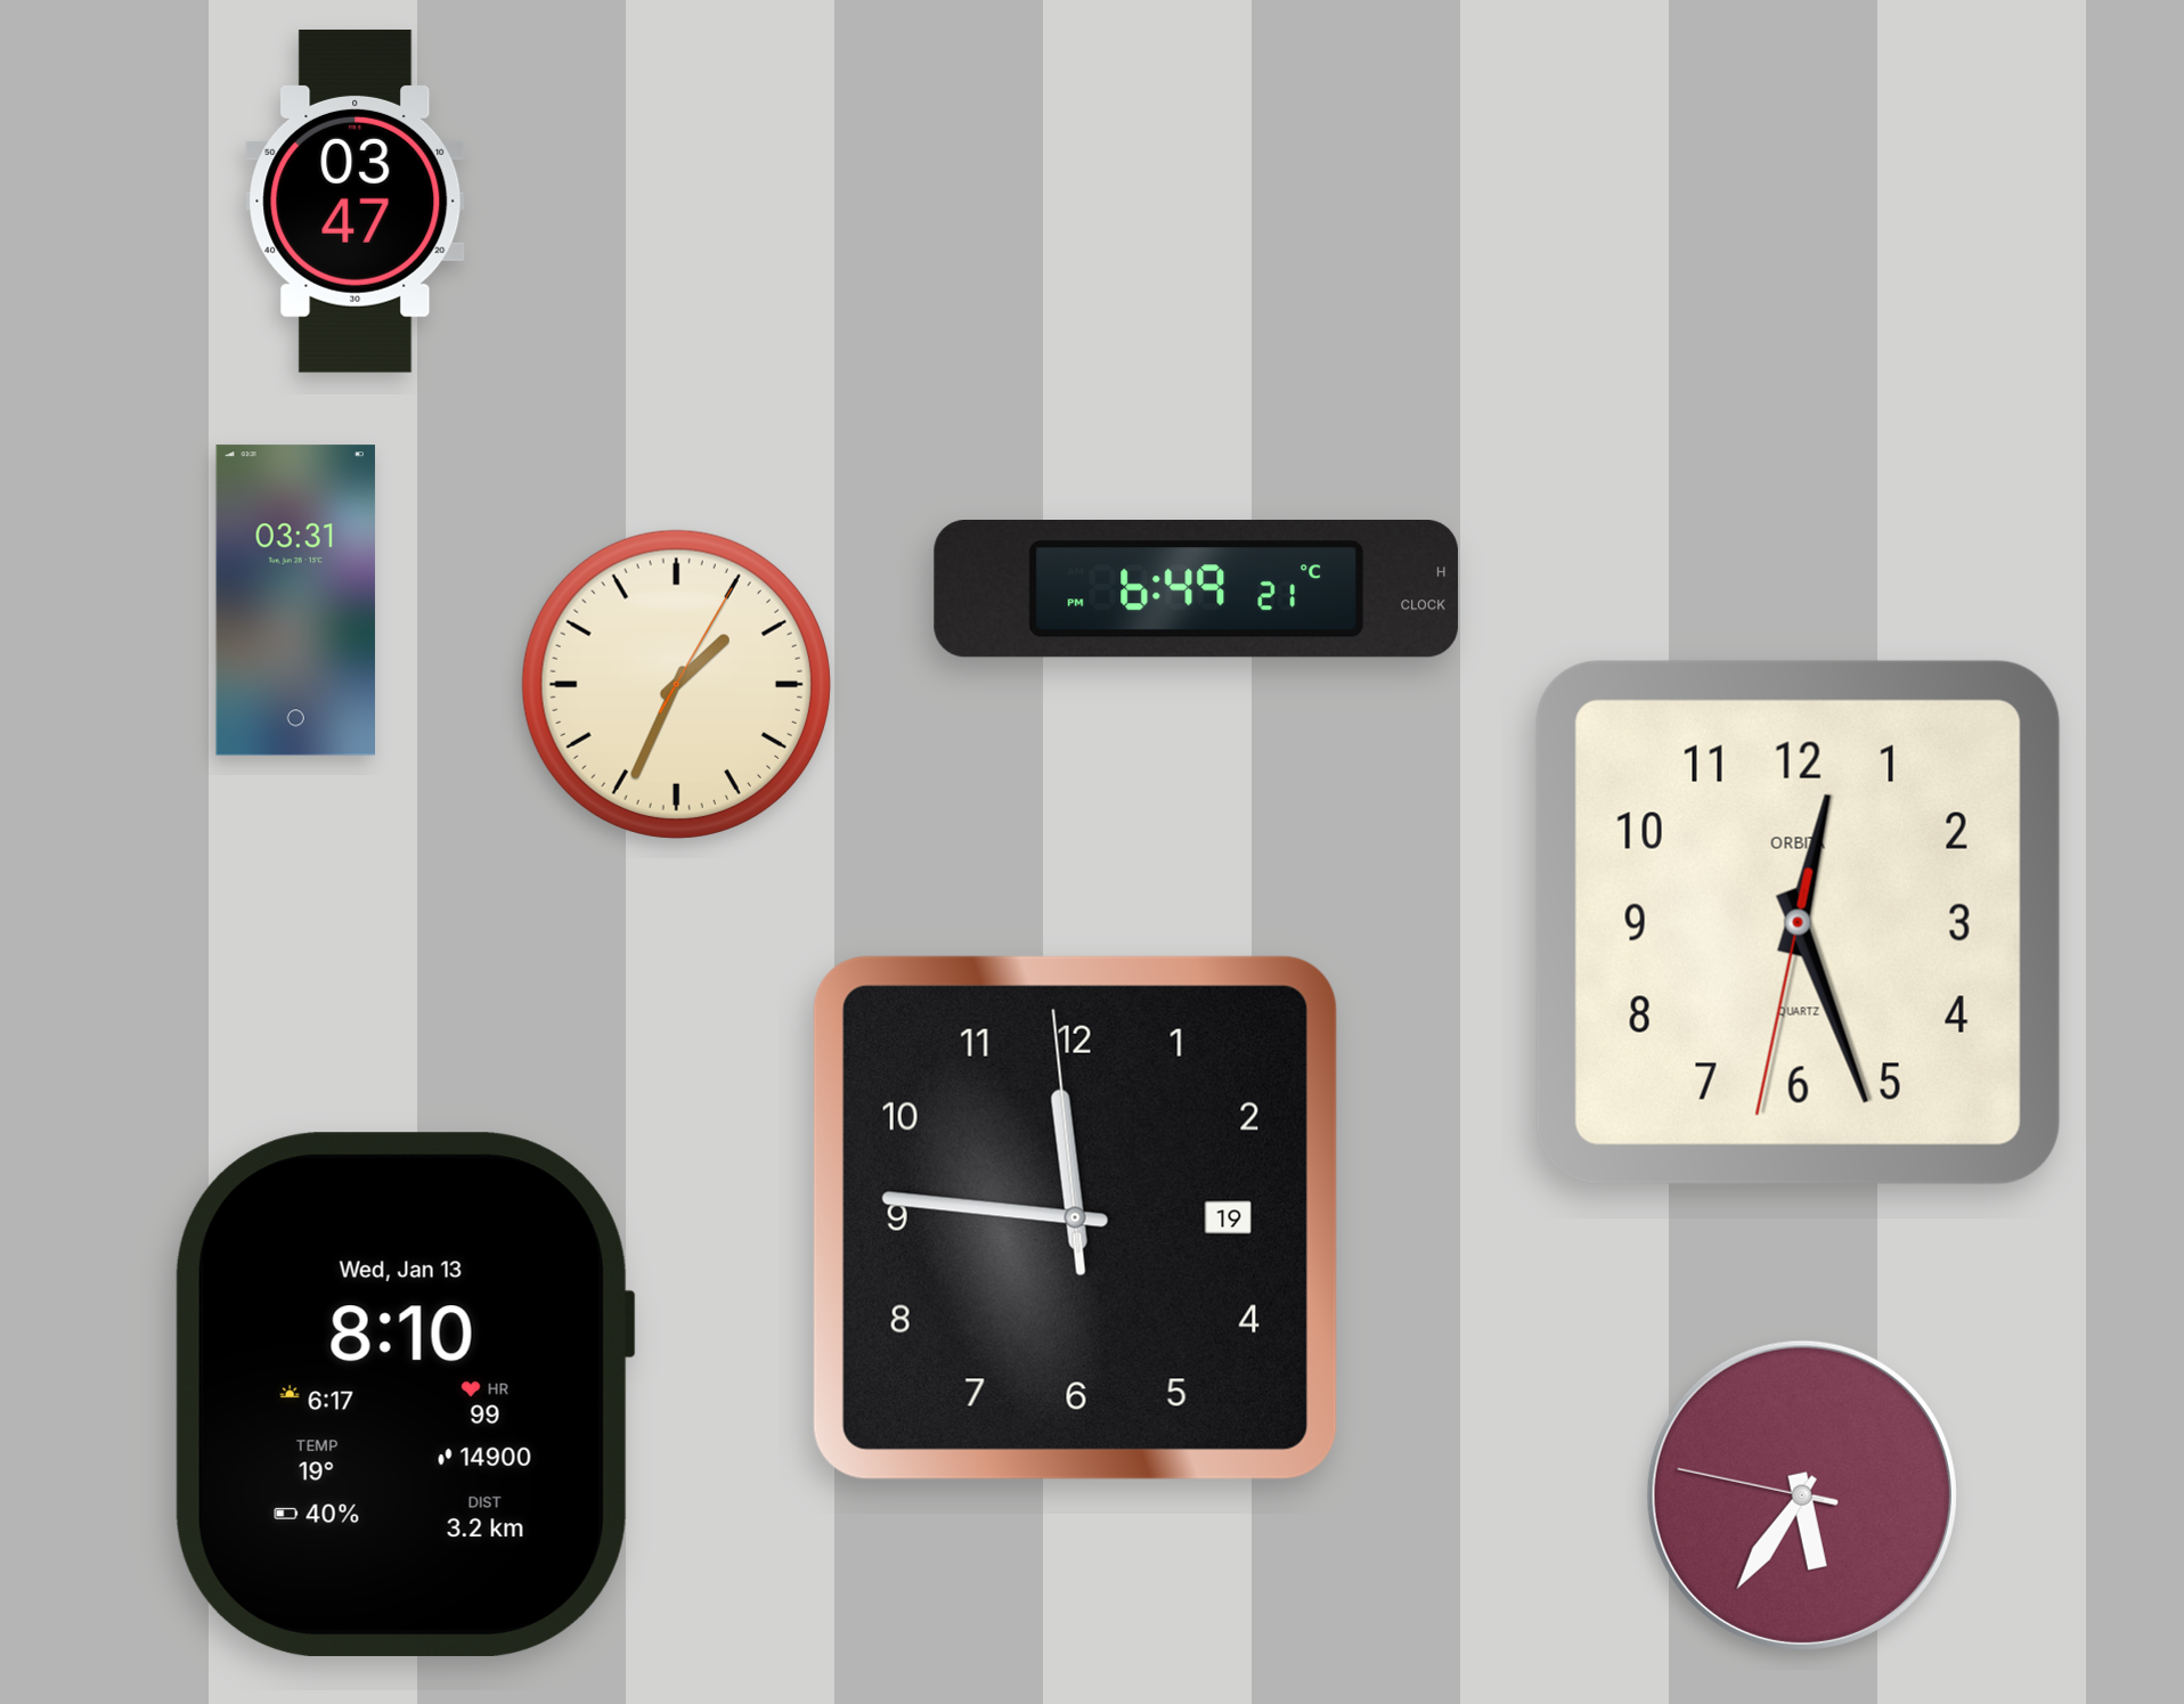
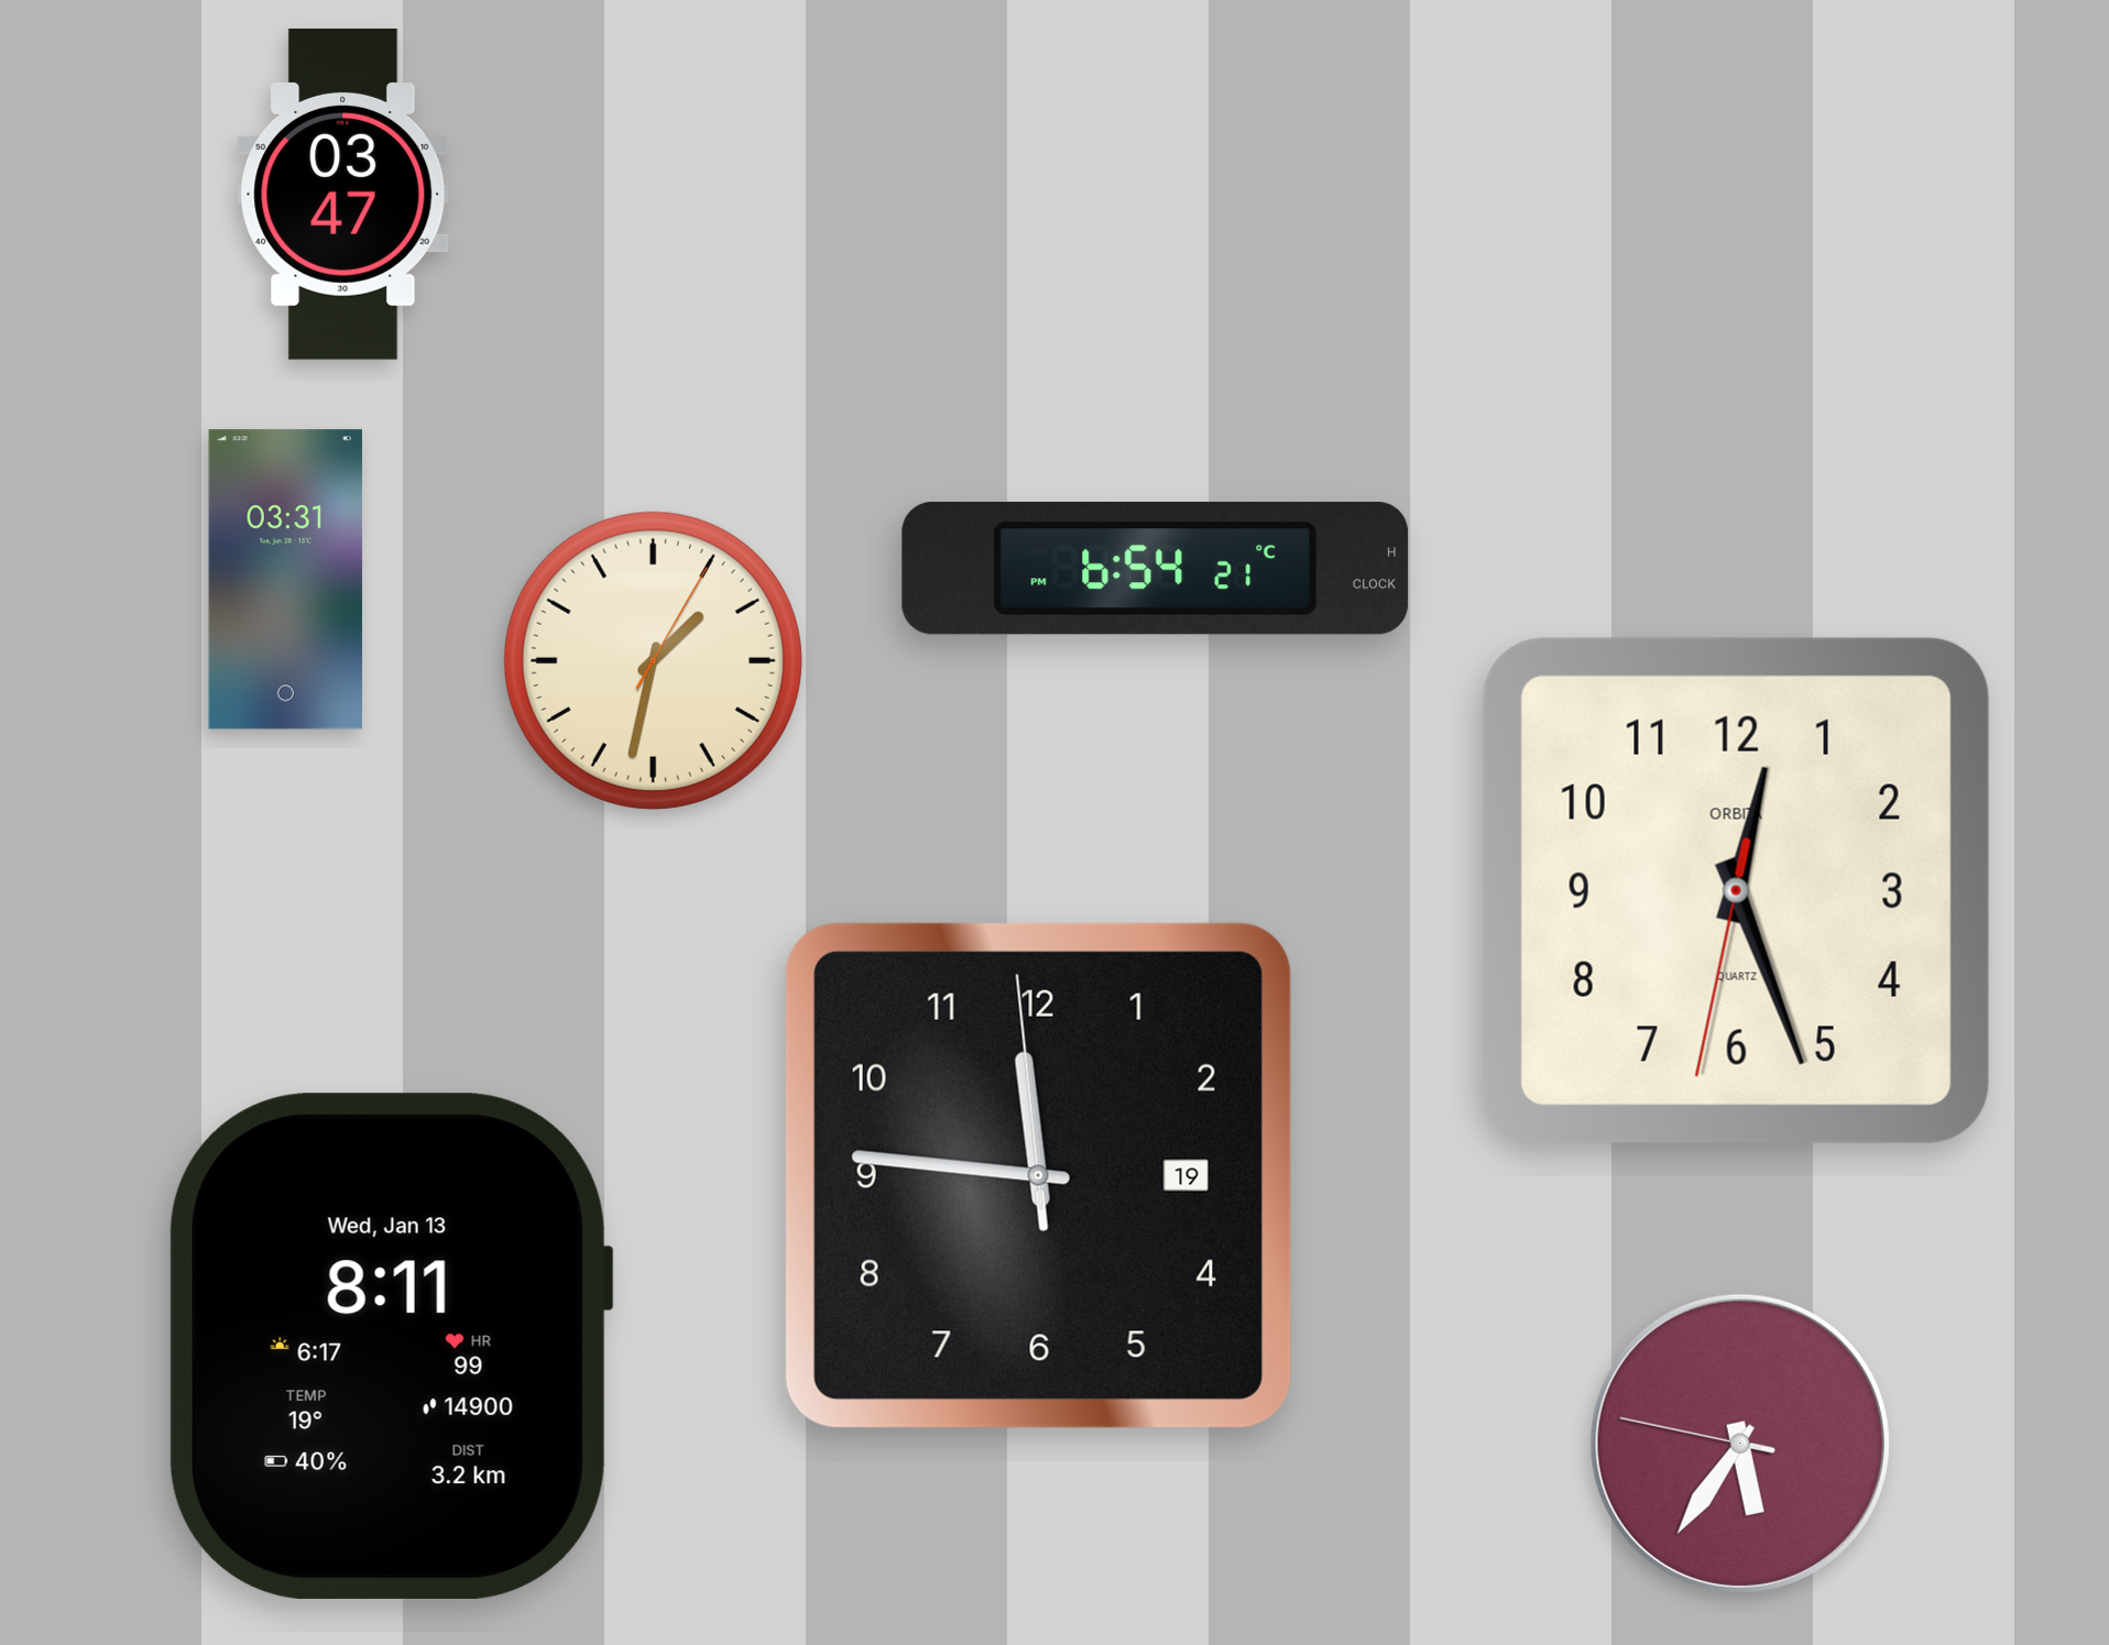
clock at (1197, 589): 6:49 -> 6:54
clock at (676, 684): 1:34 -> 1:32
clock at (405, 1394): 8:10 -> 8:11
